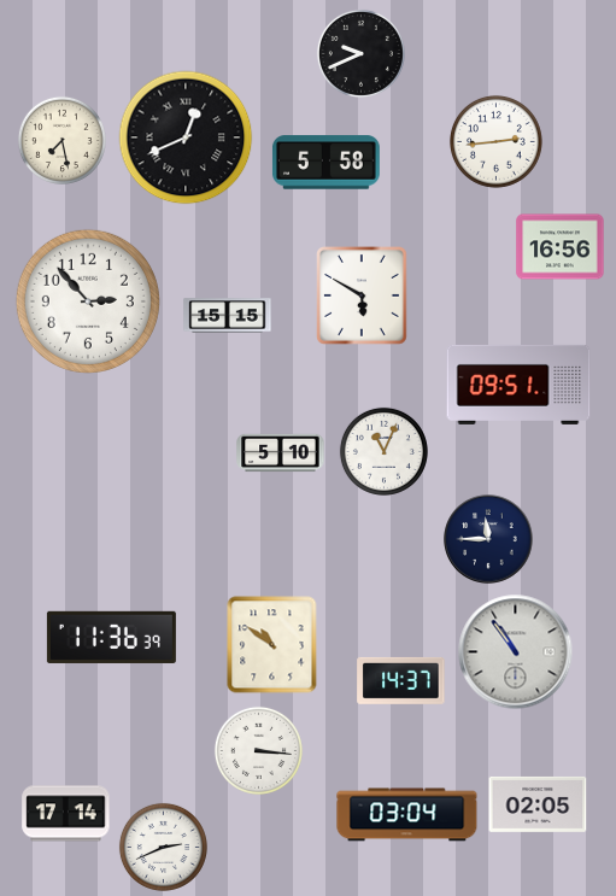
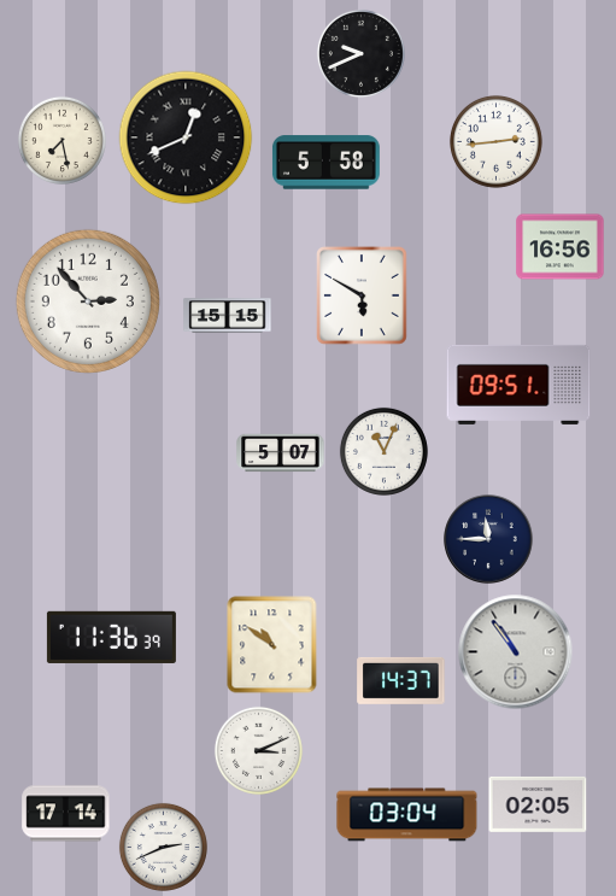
clock at (281, 453): 5:10 -> 5:07
clock at (258, 750): 3:16 -> 3:11
